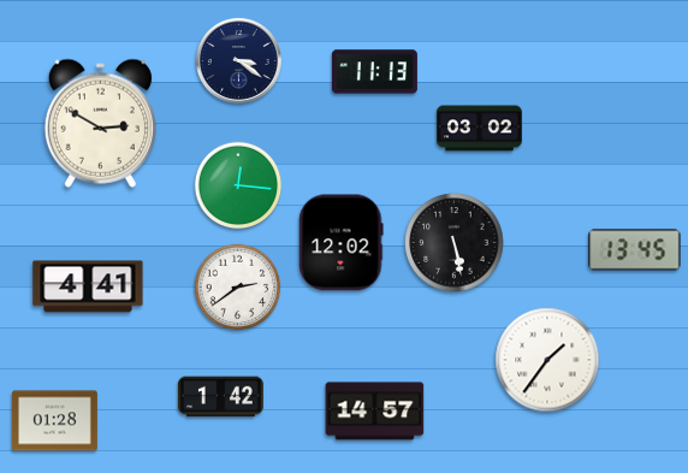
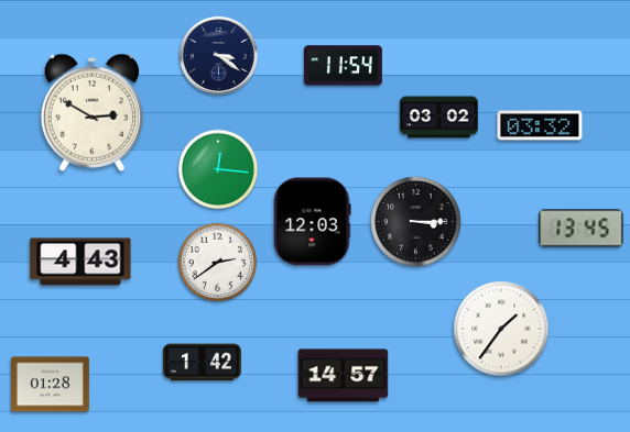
clock at (374, 72): 11:13 -> 11:54
clock at (540, 125): none -> 03:32
clock at (342, 243): 12:02 -> 12:03
clock at (455, 243): 5:28 -> 3:15
clock at (88, 286): 4:41 -> 4:43
